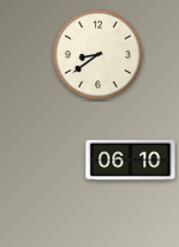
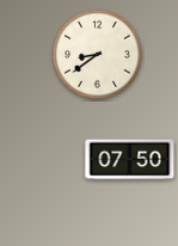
clock at (131, 161): 06:10 -> 07:50
